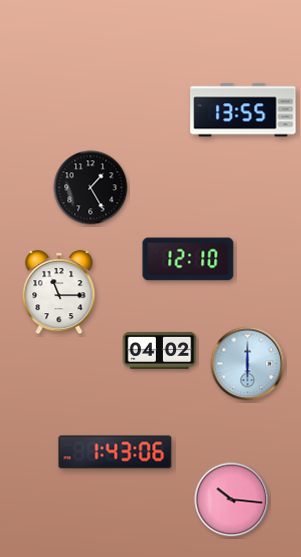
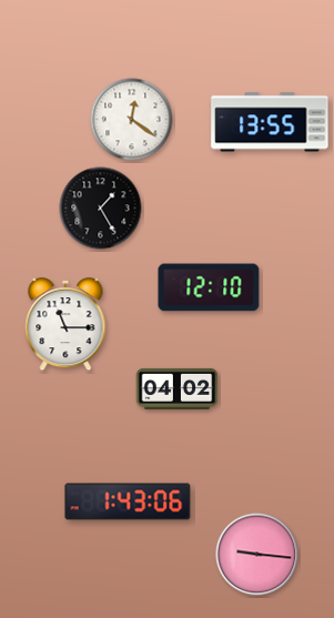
clock at (132, 120): none -> 12:21
clock at (248, 364): 6:00 -> none
clock at (232, 500): 10:16 -> 9:16
